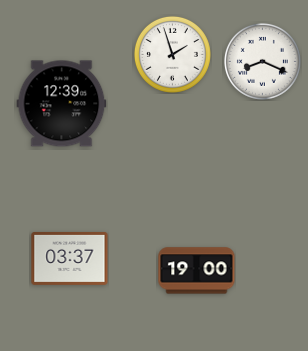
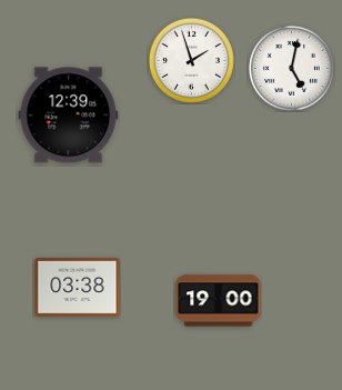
clock at (262, 61): 8:19 -> 5:02
clock at (70, 258): 03:37 -> 03:38
